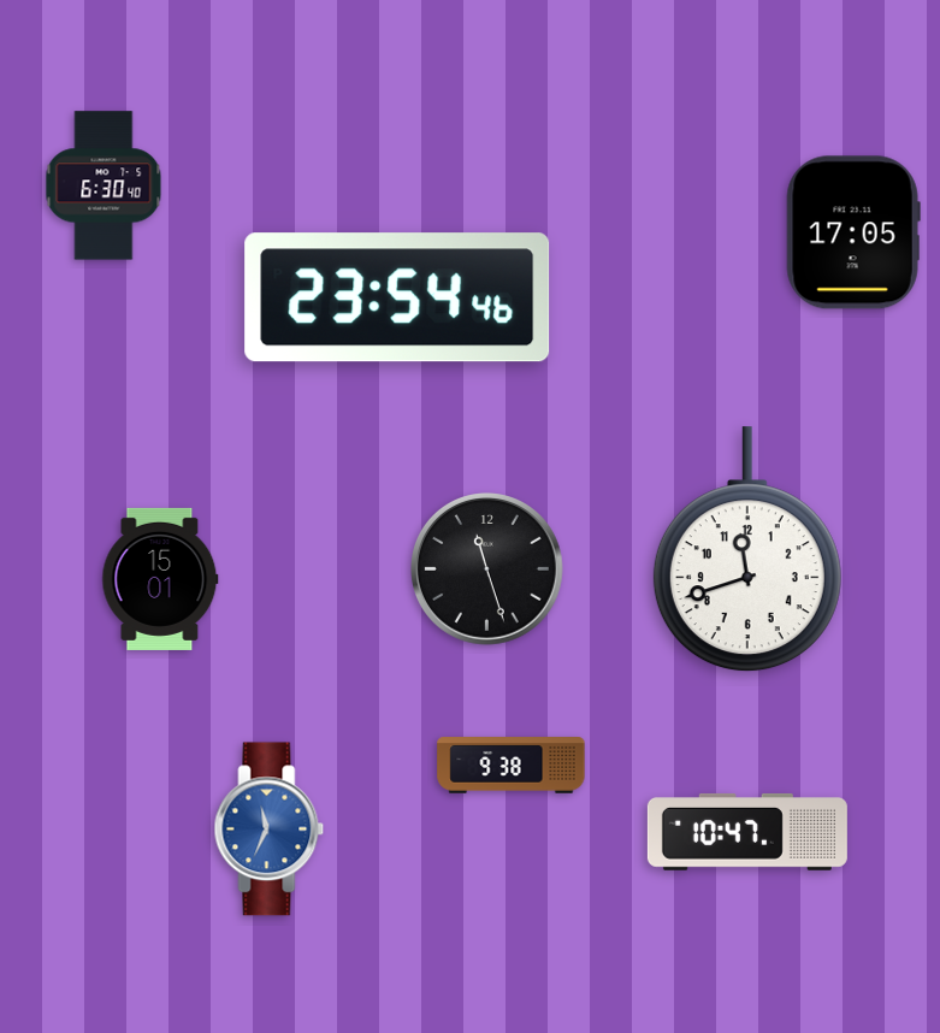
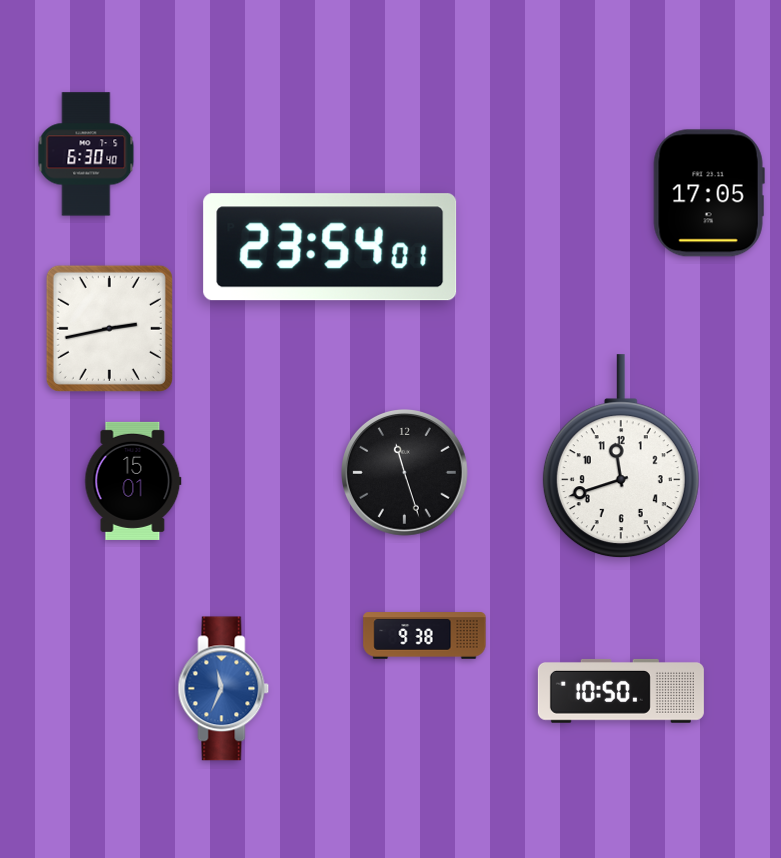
clock at (397, 297): 23:54:46 -> 23:54:01
clock at (109, 328): none -> 2:43
clock at (747, 832): 10:47 -> 10:50
